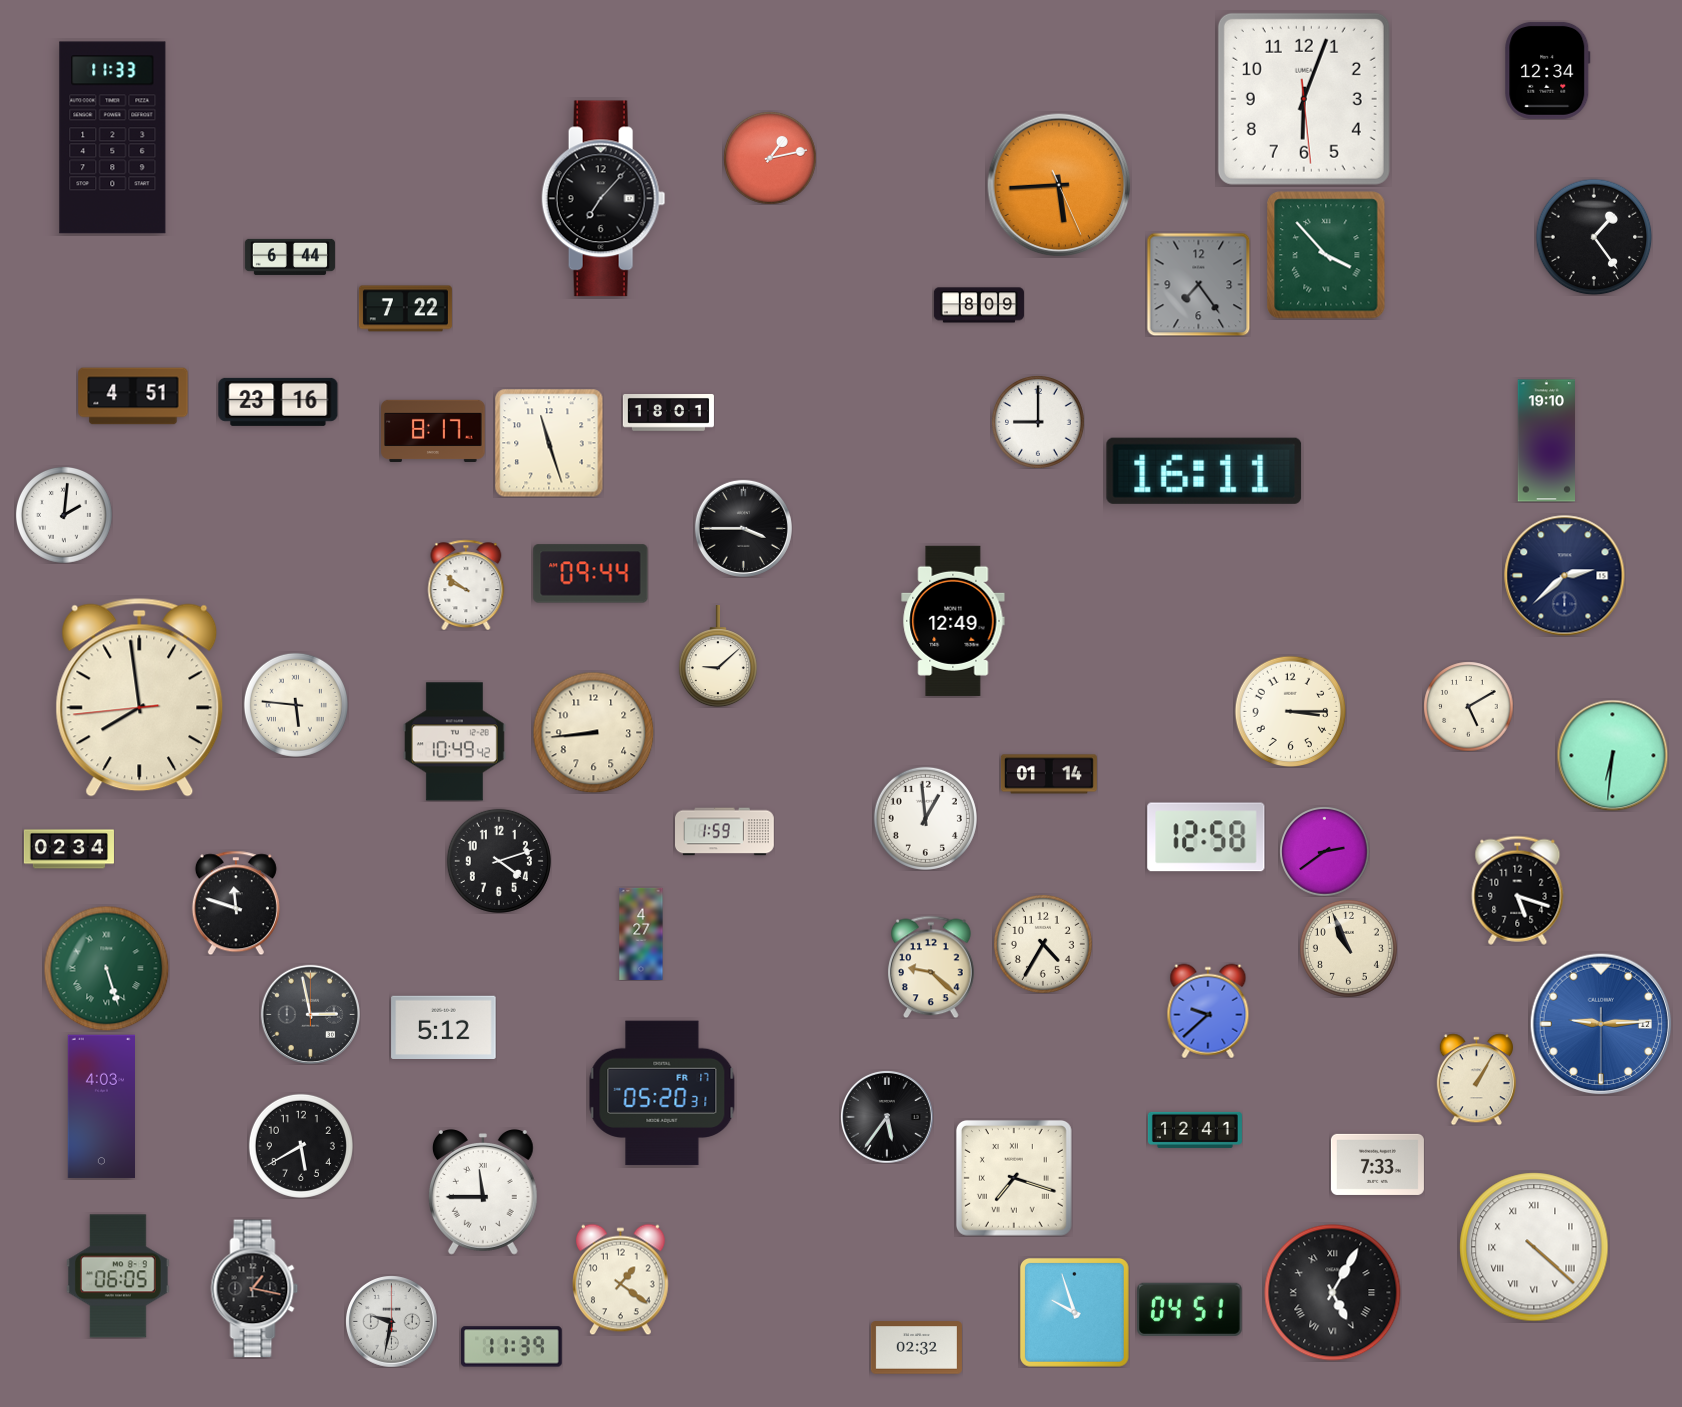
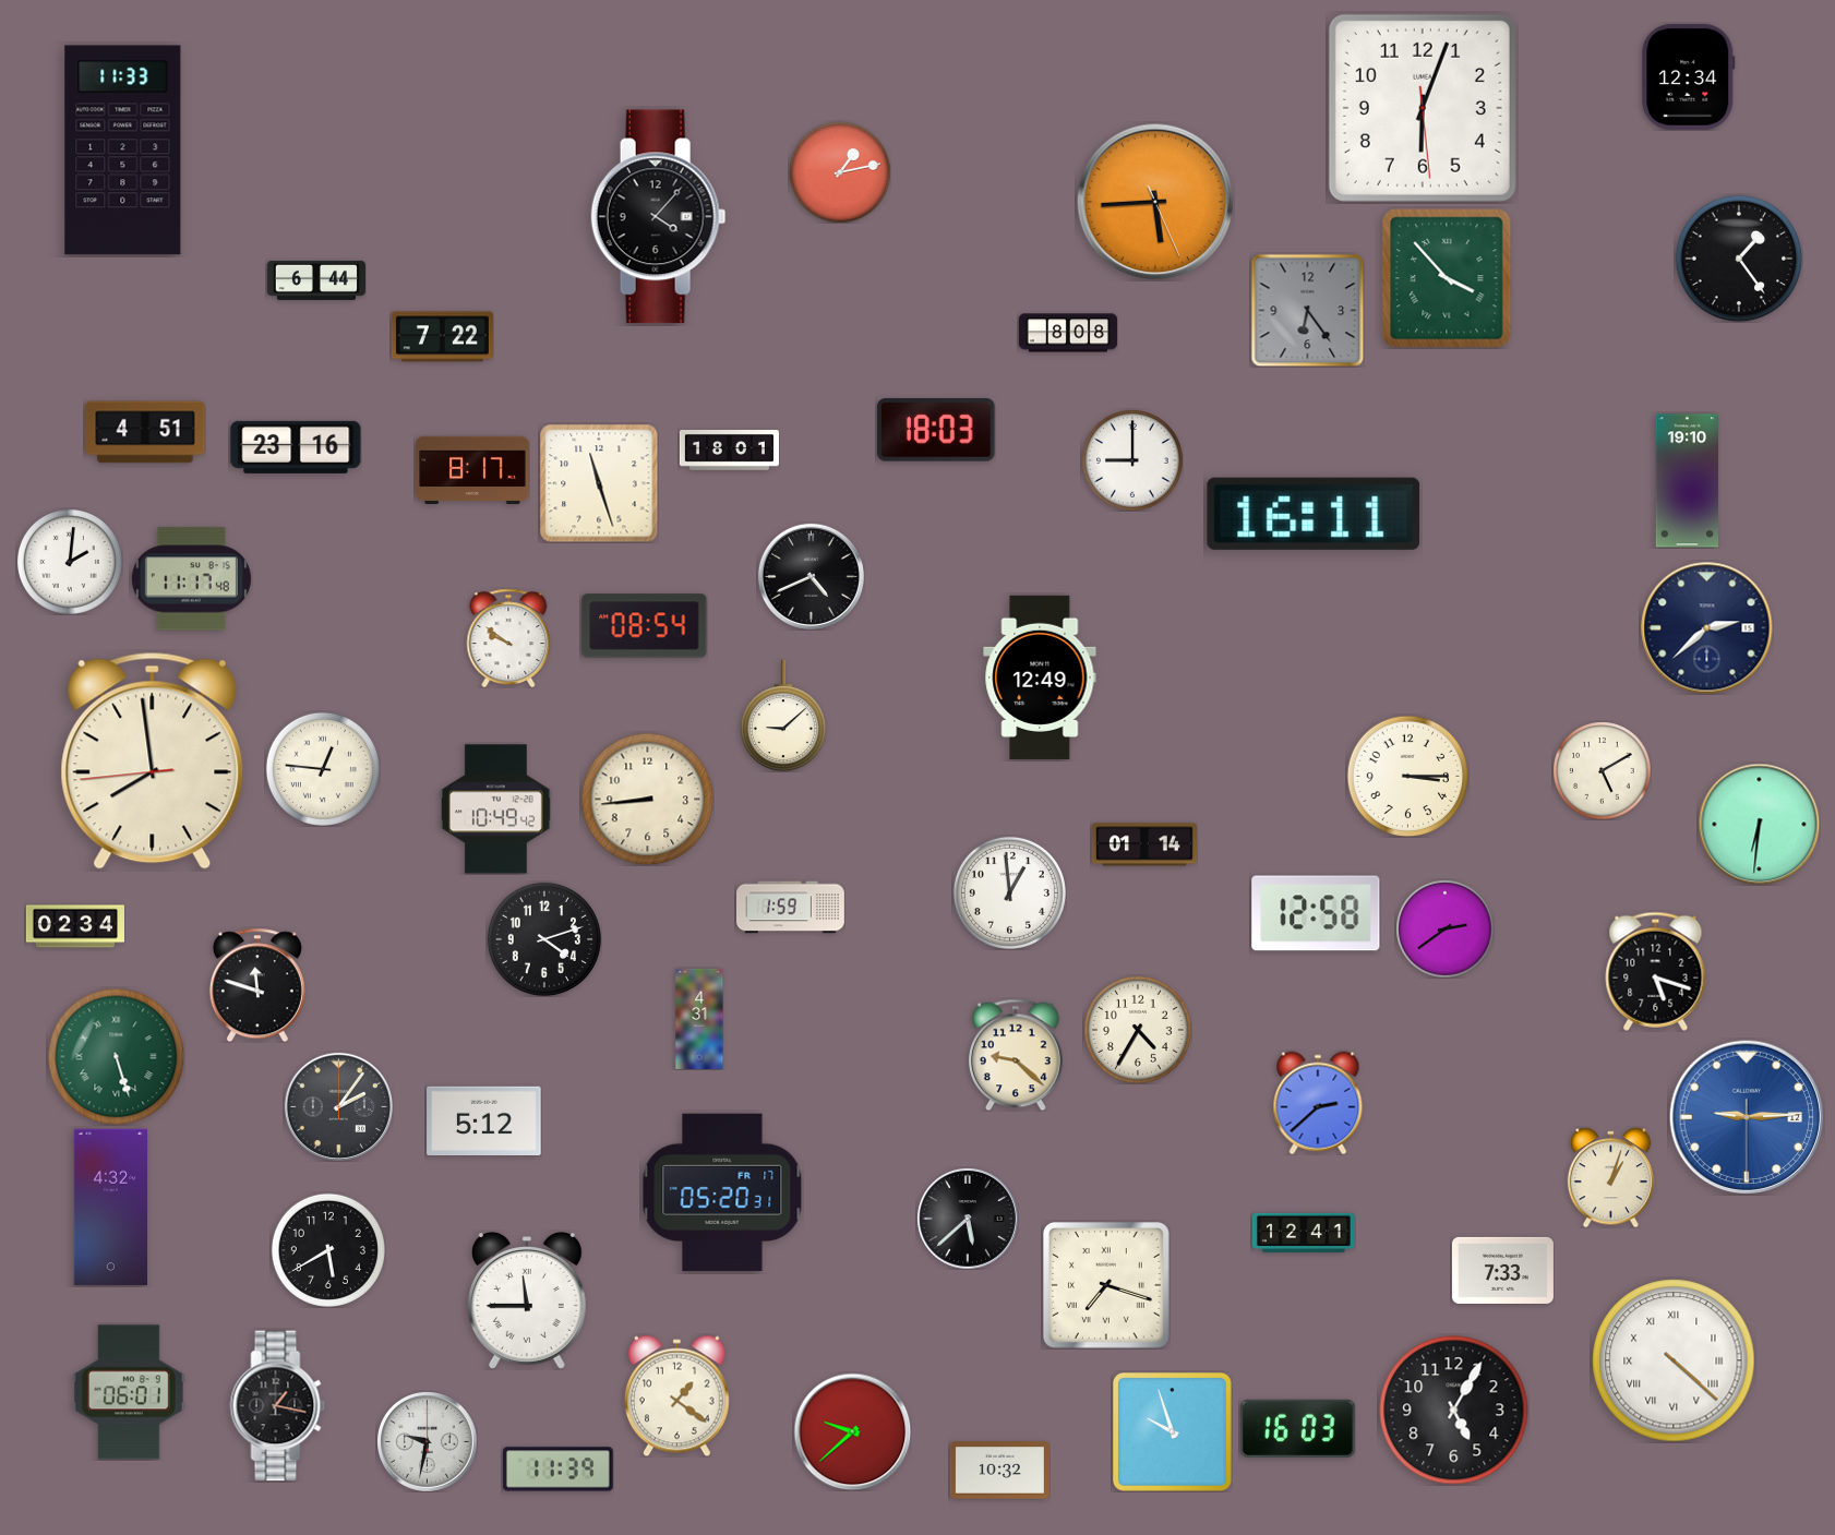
clock at (604, 199): 7:07 -> 4:07
clock at (1198, 284): 7:24 -> 6:24
clock at (979, 305): 8:09 -> 8:08
clock at (936, 431): none -> 18:03
clock at (278, 402) position: (278, 402) -> (296, 447)
clock at (743, 528): 3:45 -> 4:41
clock at (191, 579): none -> 11:17
clock at (591, 574): 09:44 -> 08:54
clock at (296, 705): 5:46 -> 12:46
clock at (641, 934): 4:27 -> 4:31
clock at (1348, 948): 10:56 -> none
clock at (1208, 1011): 9:38 -> 2:38
clock at (310, 1014): 2:58 -> 2:06
clock at (1476, 1079): 1:05 -> 1:03
clock at (101, 1107): 4:03 -> 4:32
clock at (887, 1117): 5:36 -> 5:38
clock at (118, 1276): 06:05 -> 06:01
clock at (1333, 1293) numerals: Roman -> Arabic
clock at (1190, 1309): 04:51 -> 16:03
clock at (852, 1431): none -> 9:38
clock at (916, 1348): 02:32 -> 10:32
